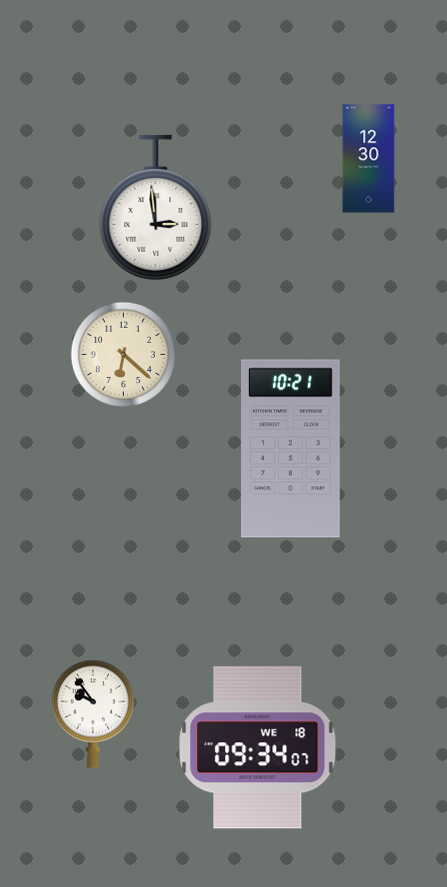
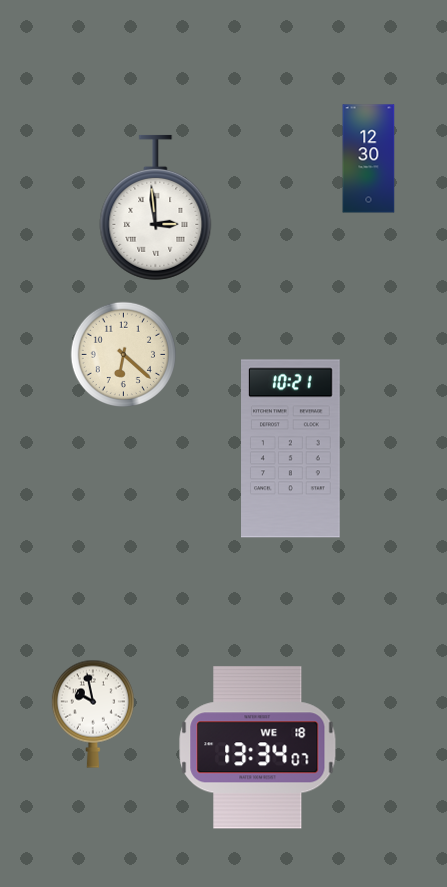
clock at (93, 714): 9:54 -> 9:58
clock at (258, 748): 09:34 -> 13:34
